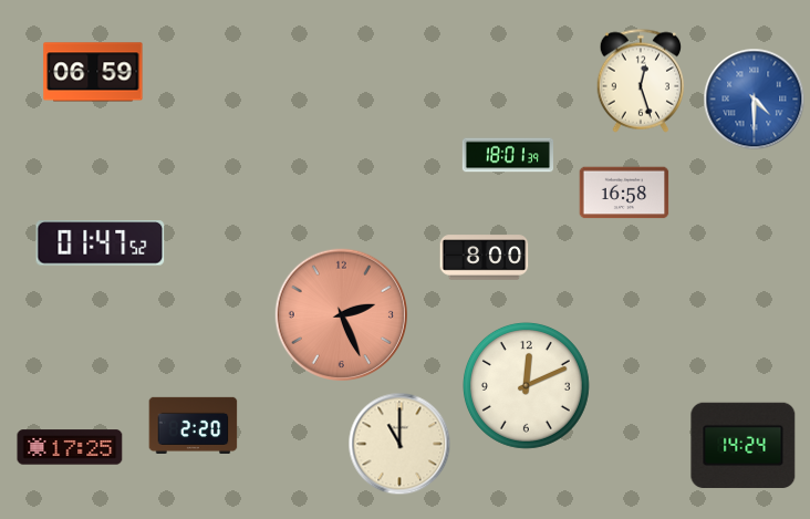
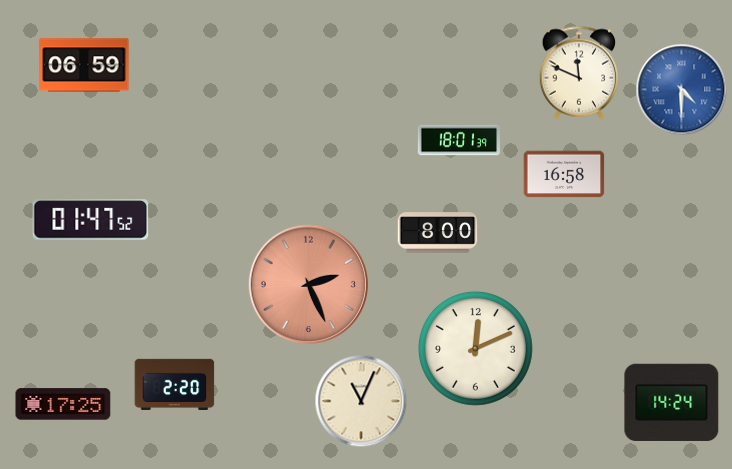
clock at (641, 81): 12:27 -> 11:49
clock at (399, 444): 11:00 -> 11:04
